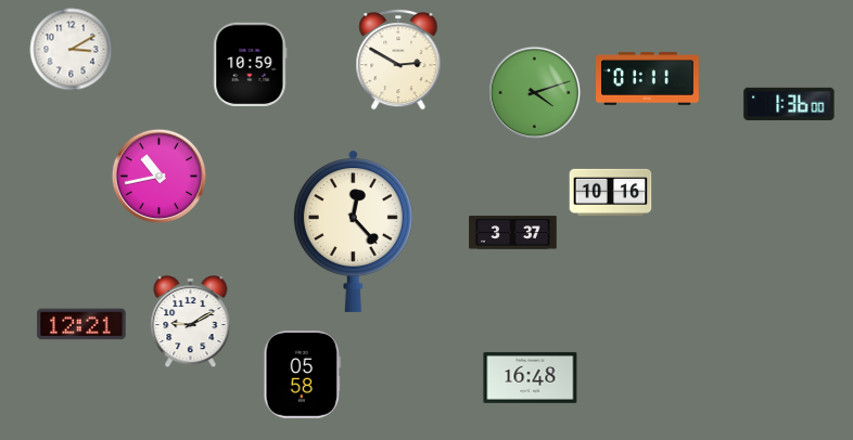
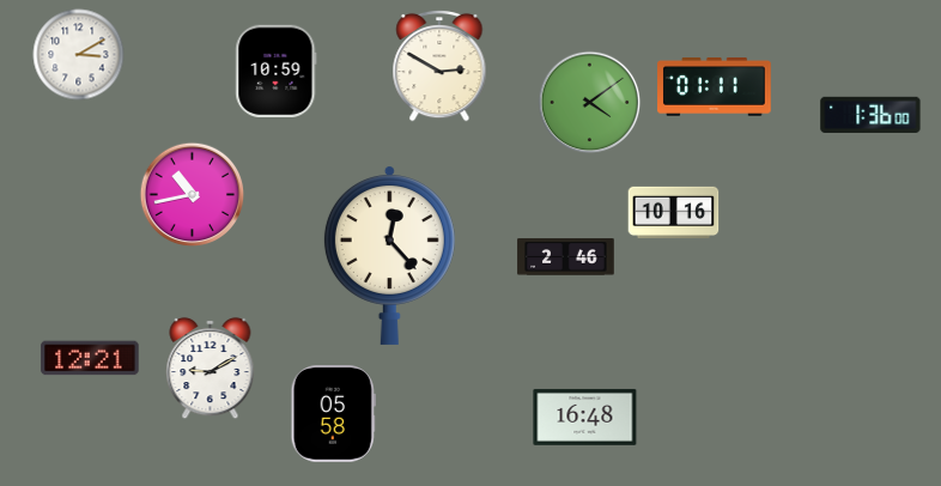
clock at (535, 93): 4:12 -> 4:09
clock at (160, 177) position: (160, 177) -> (193, 195)
clock at (513, 233): 3:37 -> 2:46
clock at (191, 322) position: (191, 322) -> (211, 369)
